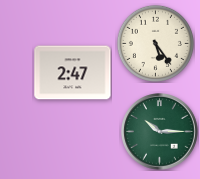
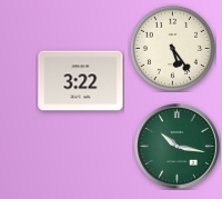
clock at (73, 73): 2:47 -> 3:22
clock at (160, 132): 10:15 -> 10:17
